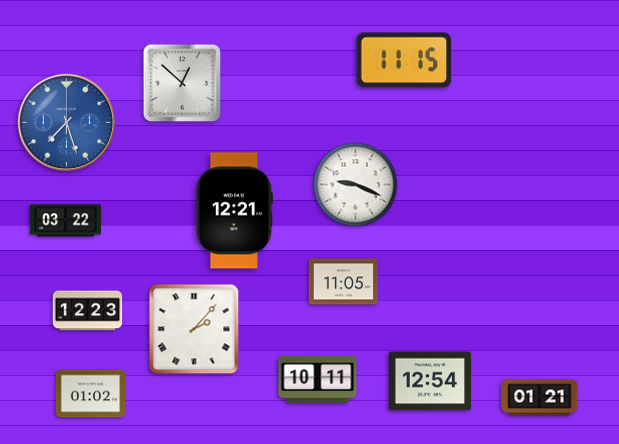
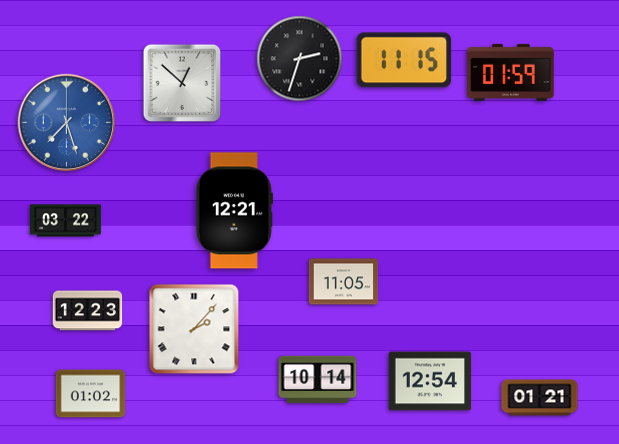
clock at (300, 59): none -> 2:33
clock at (511, 72): none -> 01:59
clock at (356, 185): 9:19 -> none
clock at (318, 380): 10:11 -> 10:14
